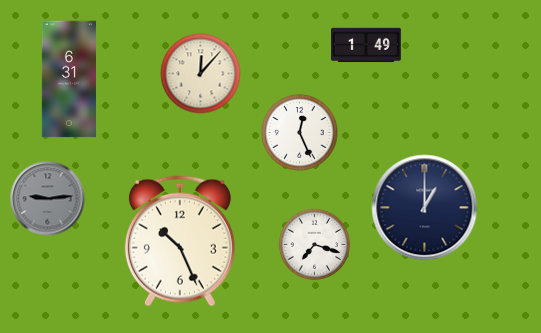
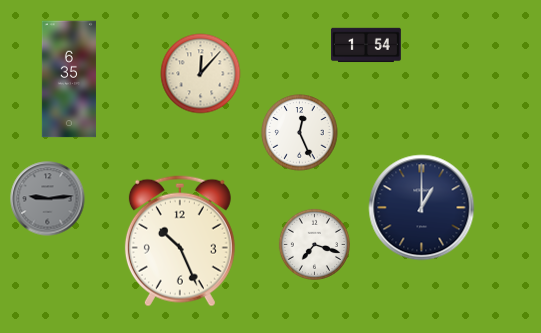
clock at (367, 45): 1:49 -> 1:54
clock at (69, 79): 6:31 -> 6:35
clock at (425, 208) position: (425, 208) -> (422, 208)
